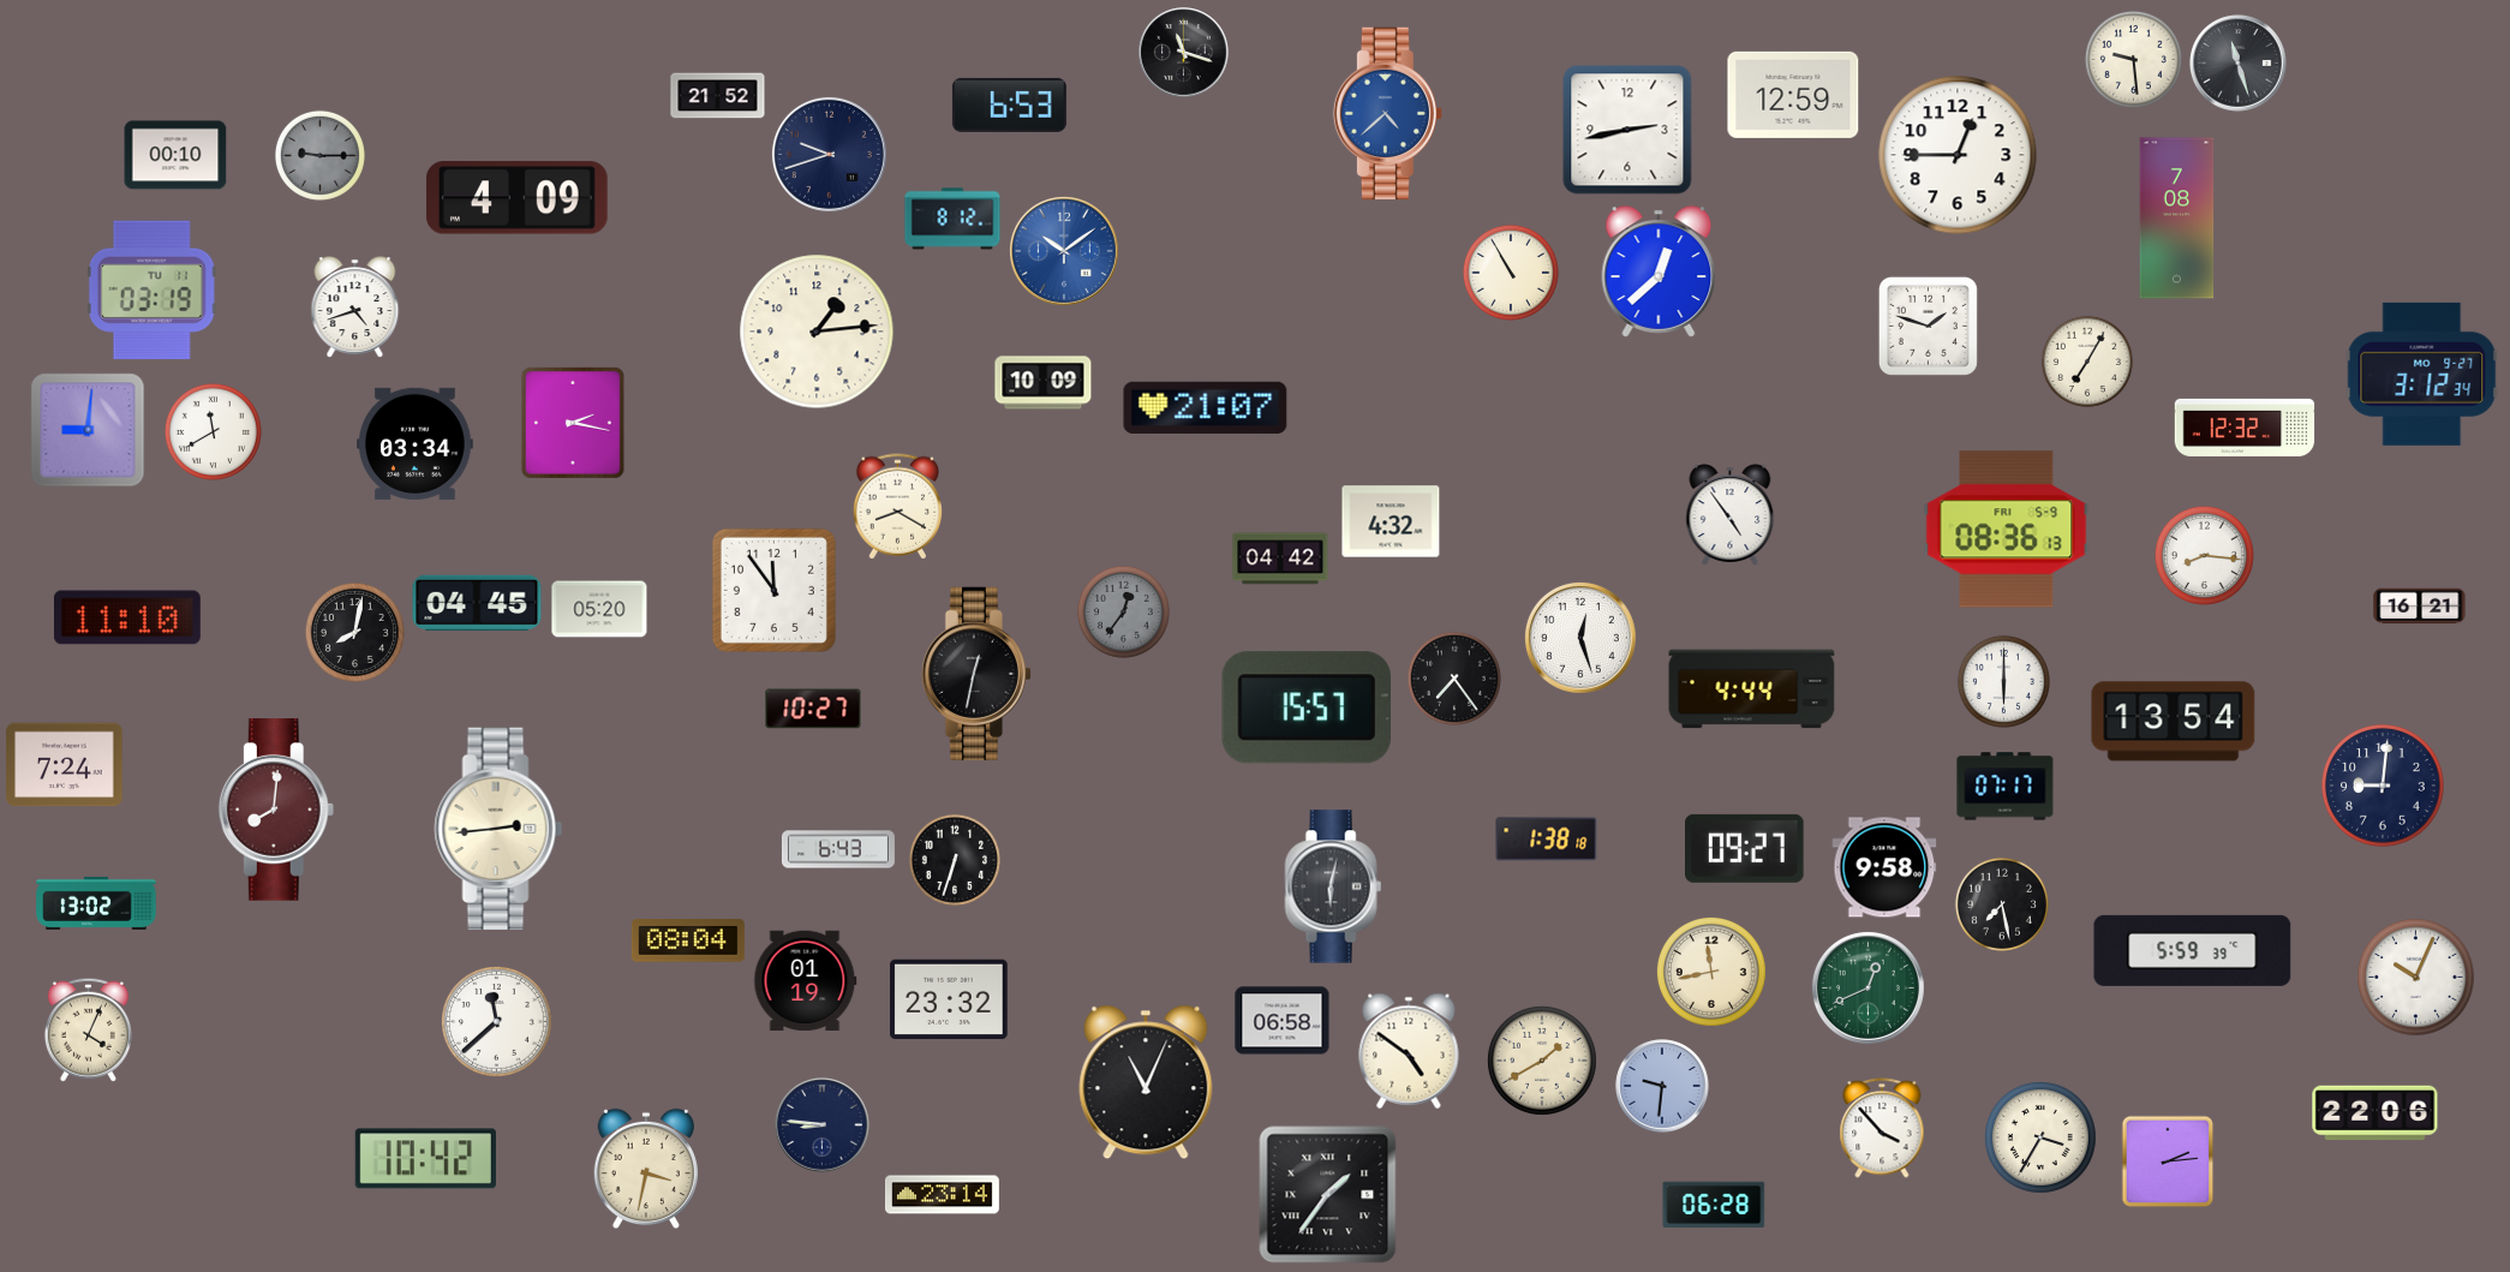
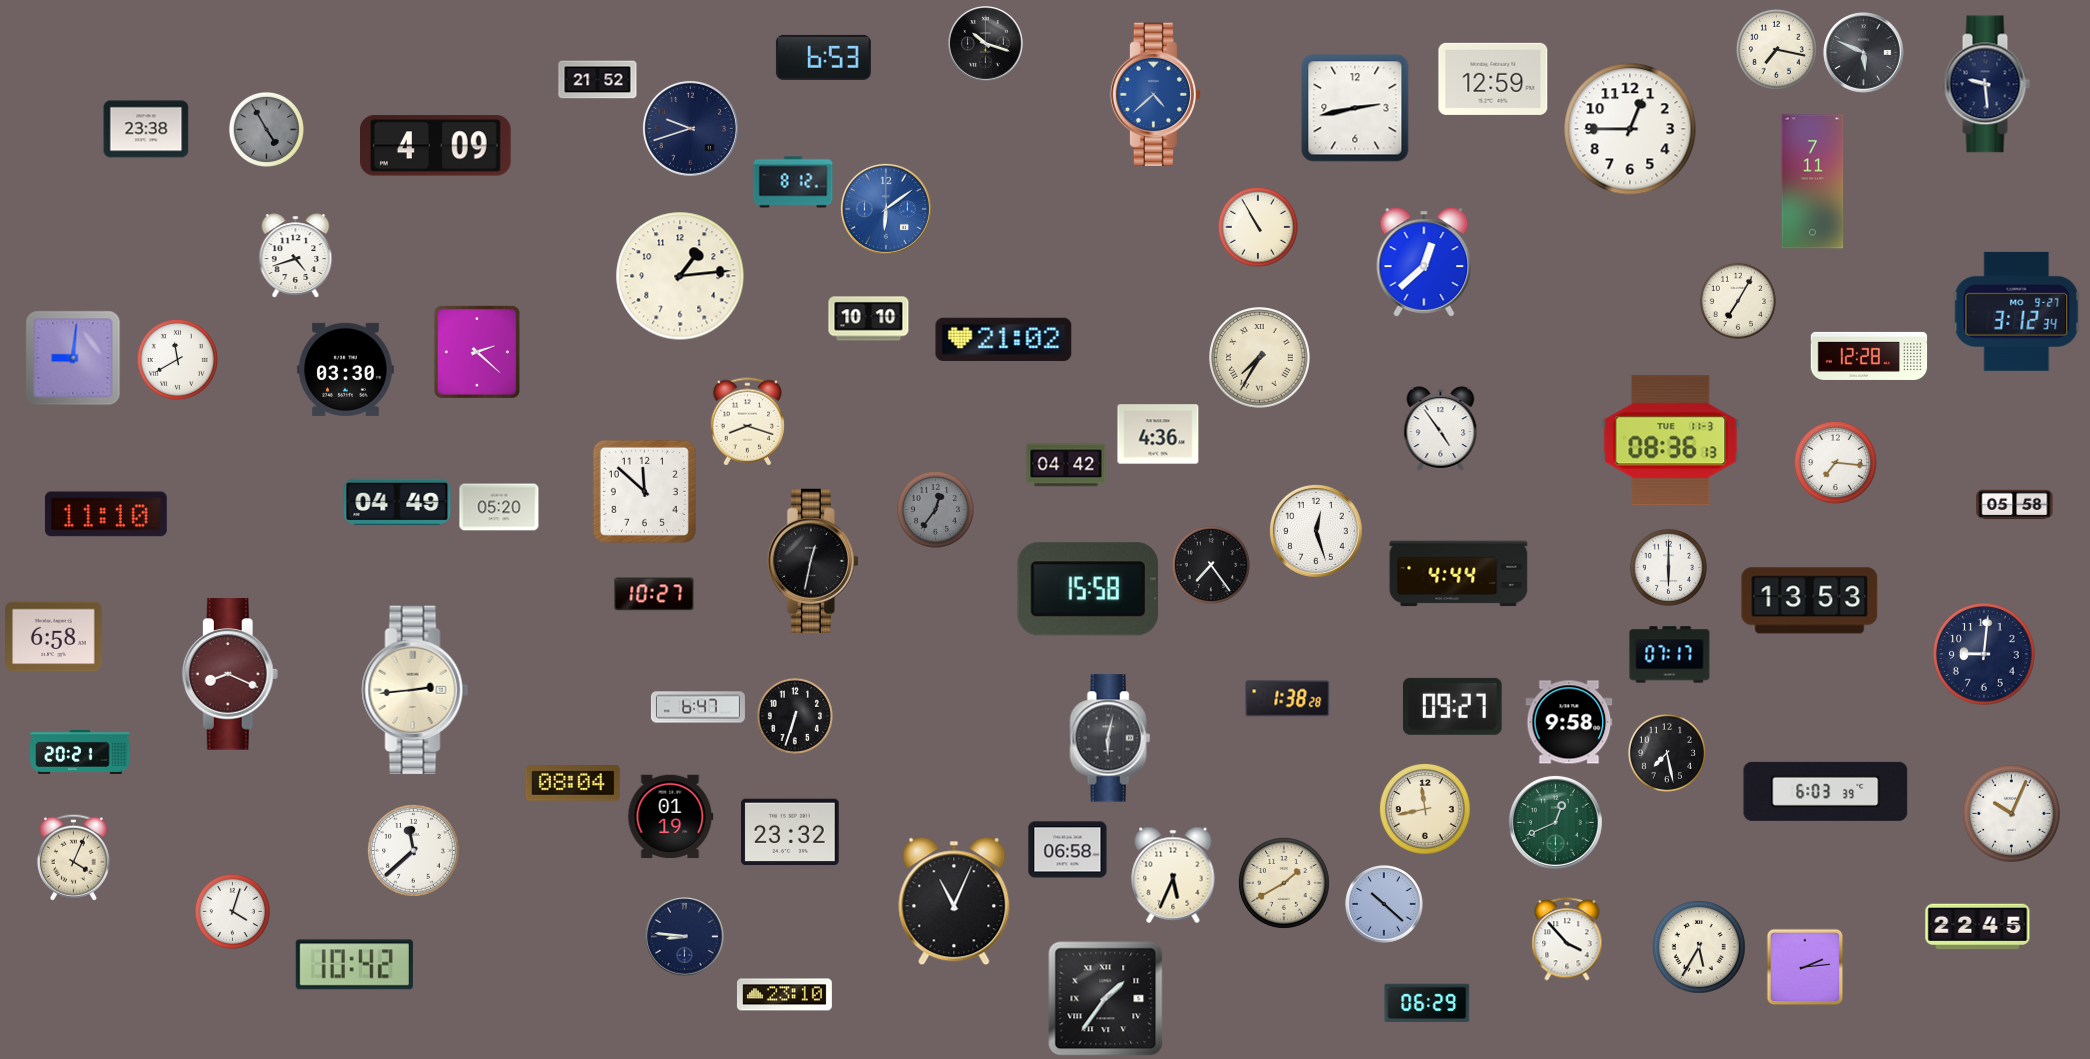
clock at (1184, 53): 11:18 -> 10:18
clock at (2133, 59): 9:29 -> 7:17
clock at (2239, 64): 11:27 -> 5:49
clock at (1987, 84): none -> 9:29
clock at (1009, 104) position: (1009, 104) -> (823, 57)
clock at (175, 155): 00:10 -> 23:38
clock at (319, 155): 9:15 -> 4:55
clock at (516, 198) position: (516, 198) -> (435, 146)
clock at (2177, 219): 7:08 -> 7:11
clock at (1064, 251): 10:09 -> 6:09
clock at (1659, 271) position: (1659, 271) -> (1424, 262)
clock at (151, 291): 03:19 -> none
clock at (1928, 326): 1:48 -> none
clock at (1044, 383): 10:09 -> 10:10
clock at (1206, 407): 21:07 -> 21:02
clock at (573, 423): 2:17 -> 2:22
clock at (2245, 428): 12:32 -> 12:28
clock at (1260, 358): none -> 7:35
clock at (416, 443): 03:34 -> 03:30
clock at (898, 507): 8:20 -> 8:18
clock at (1391, 521): 4:32 -> 4:36
clock at (2007, 530) date: FRI 5-9 -> TUE 11-3
clock at (2204, 555): 8:16 -> 7:16
clock at (773, 590): 11:54 -> 11:52
clock at (477, 603): 04:45 -> 04:49
clock at (2420, 607): 16:21 -> 05:58
clock at (354, 632): 8:02 -> none
clock at (1305, 707): 15:57 -> 15:58
clock at (813, 709) position: (813, 709) -> (654, 594)
clock at (2174, 722): 13:54 -> 13:53
clock at (65, 765): 7:24 -> 6:58
clock at (276, 810): 8:01 -> 8:19
clock at (1547, 840): 1:38:18 -> 1:38:28
clock at (838, 849): 6:43 -> 6:47
clock at (96, 903): 13:02 -> 20:21
clock at (2193, 950): 5:59 -> 6:03
clock at (1409, 1051): 4:51 -> 5:34
clock at (1662, 1086): 9:31 -> 10:22
clock at (232, 911): none -> 4:03
clock at (2375, 1113): 22:06 -> 22:45
clock at (2042, 1139): 3:35 -> 5:35
clock at (645, 1169): 3:32 -> none
clock at (942, 1195): 23:14 -> 23:10
clock at (1328, 1195) position: (1328, 1195) -> (1106, 999)
clock at (1714, 1205): 06:28 -> 06:29
